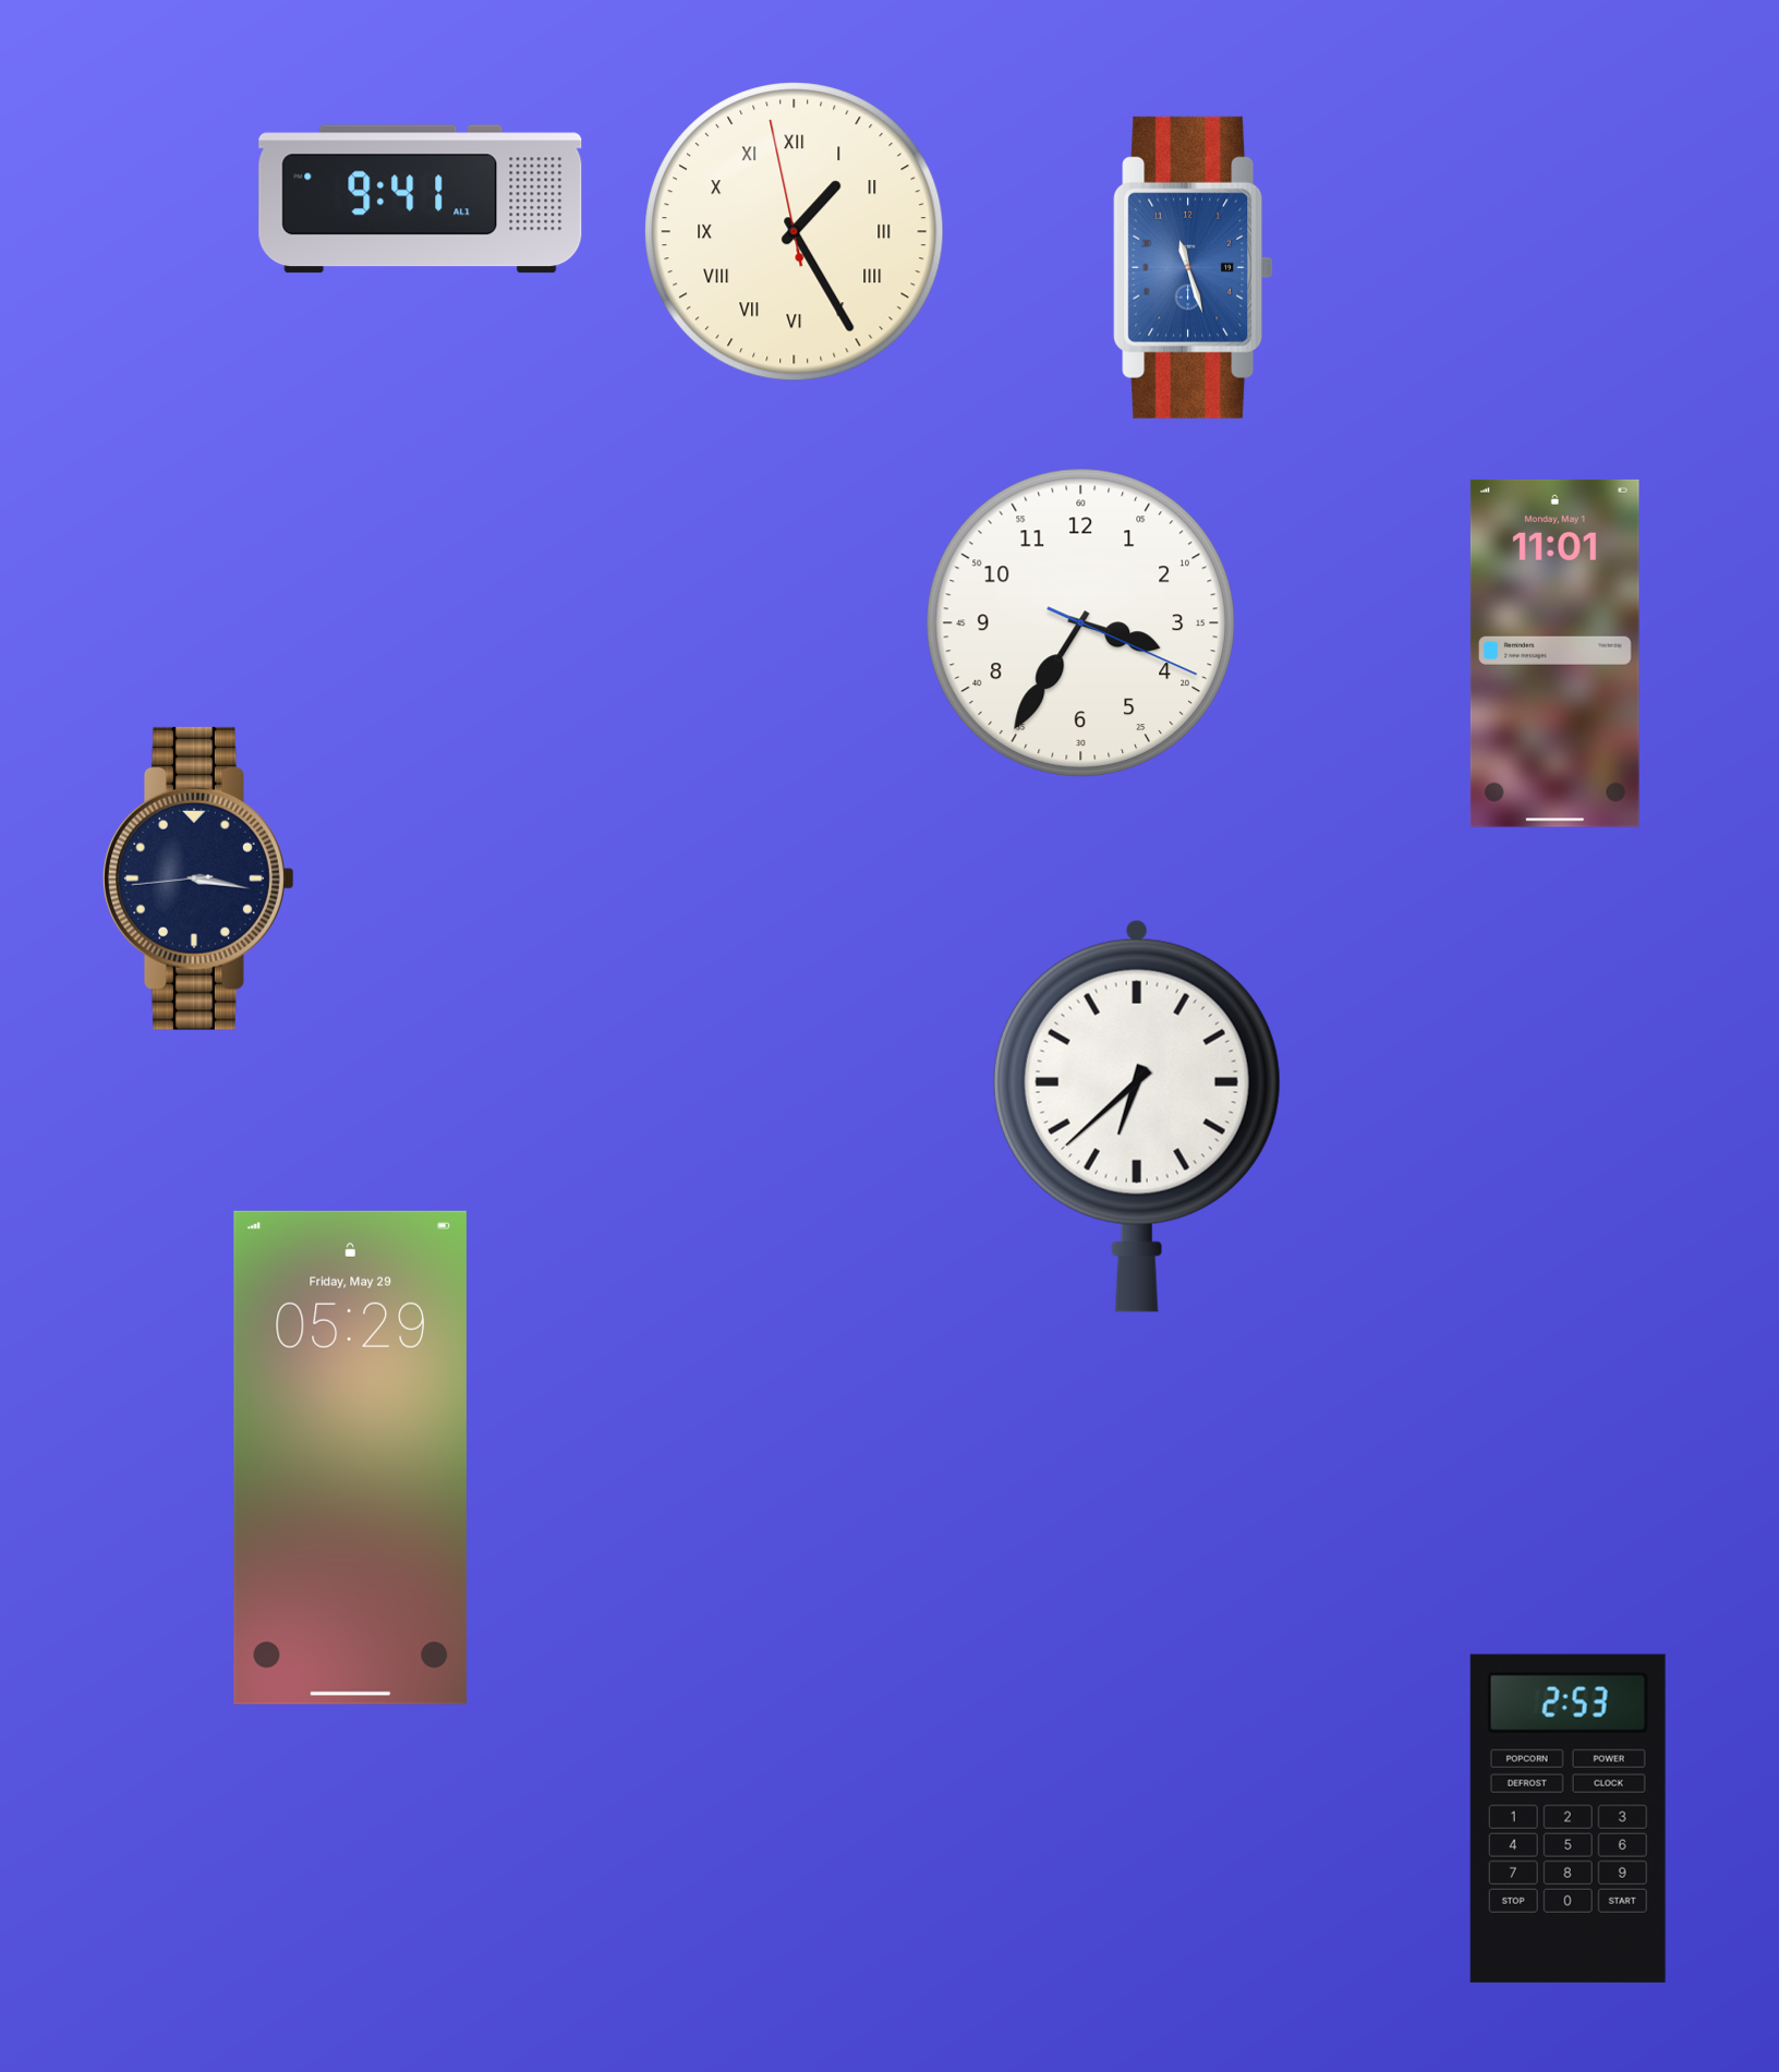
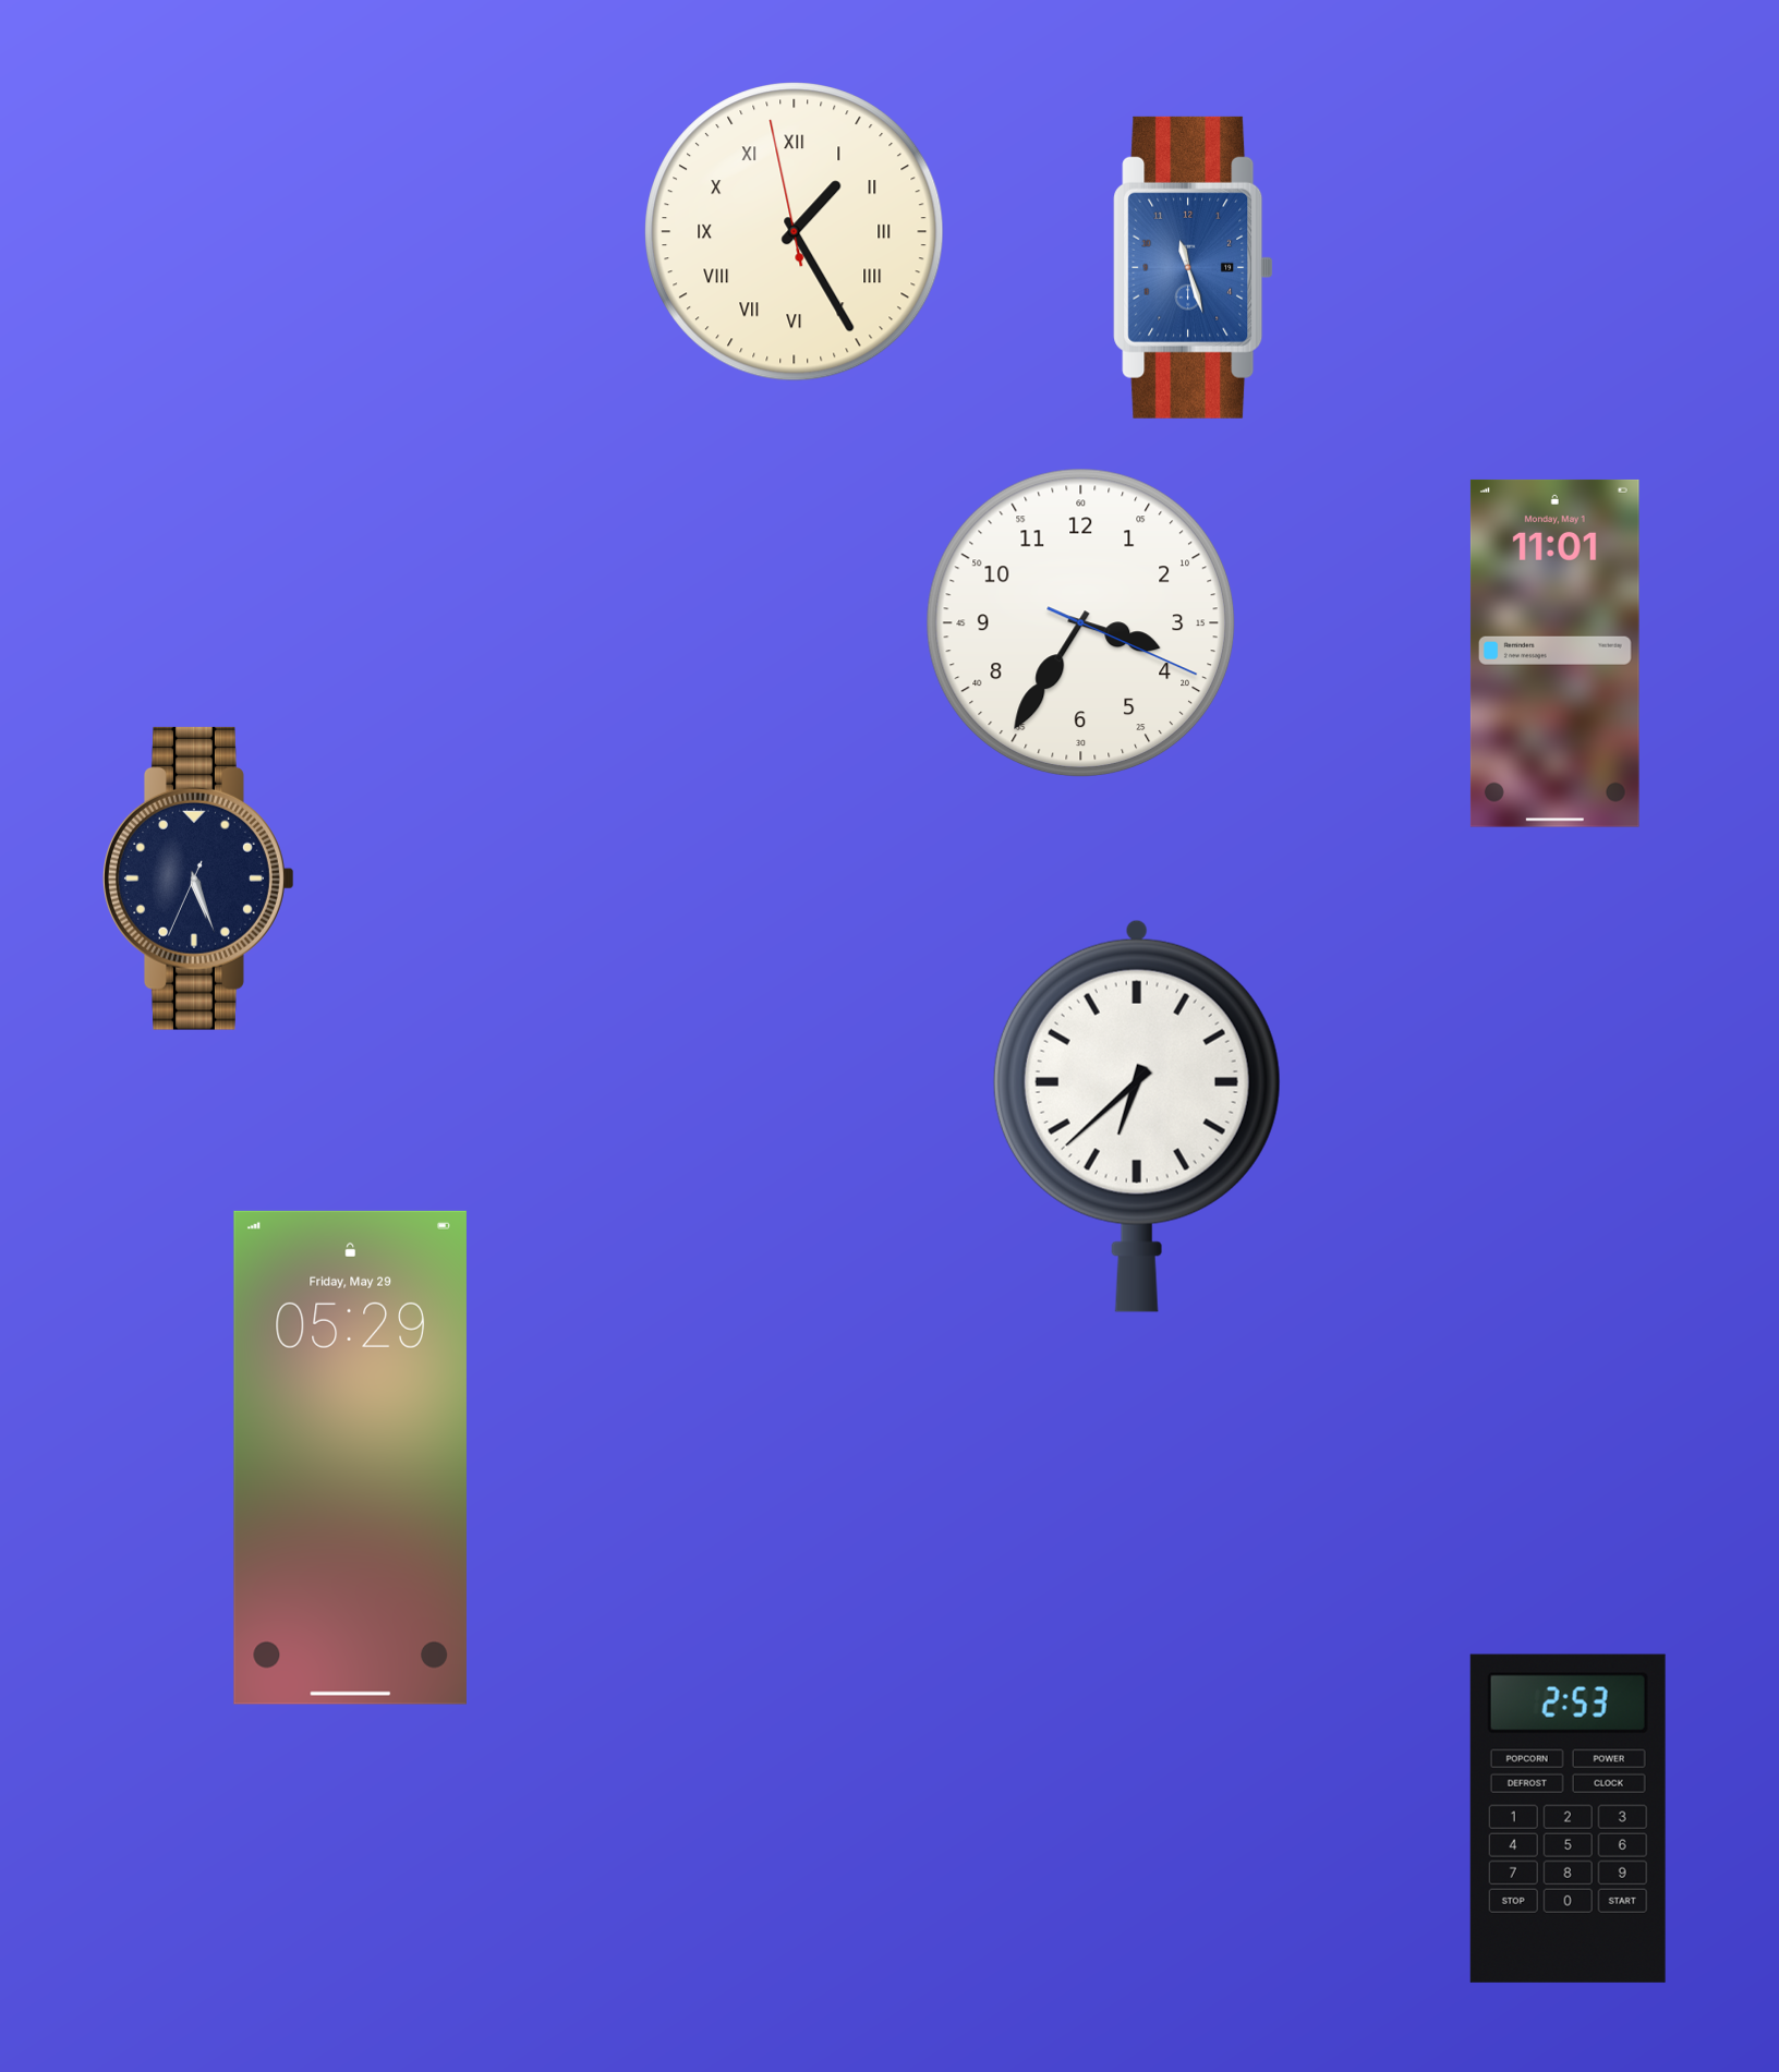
clock at (421, 199): 9:41 -> none
clock at (198, 879): 3:16 -> 5:26
